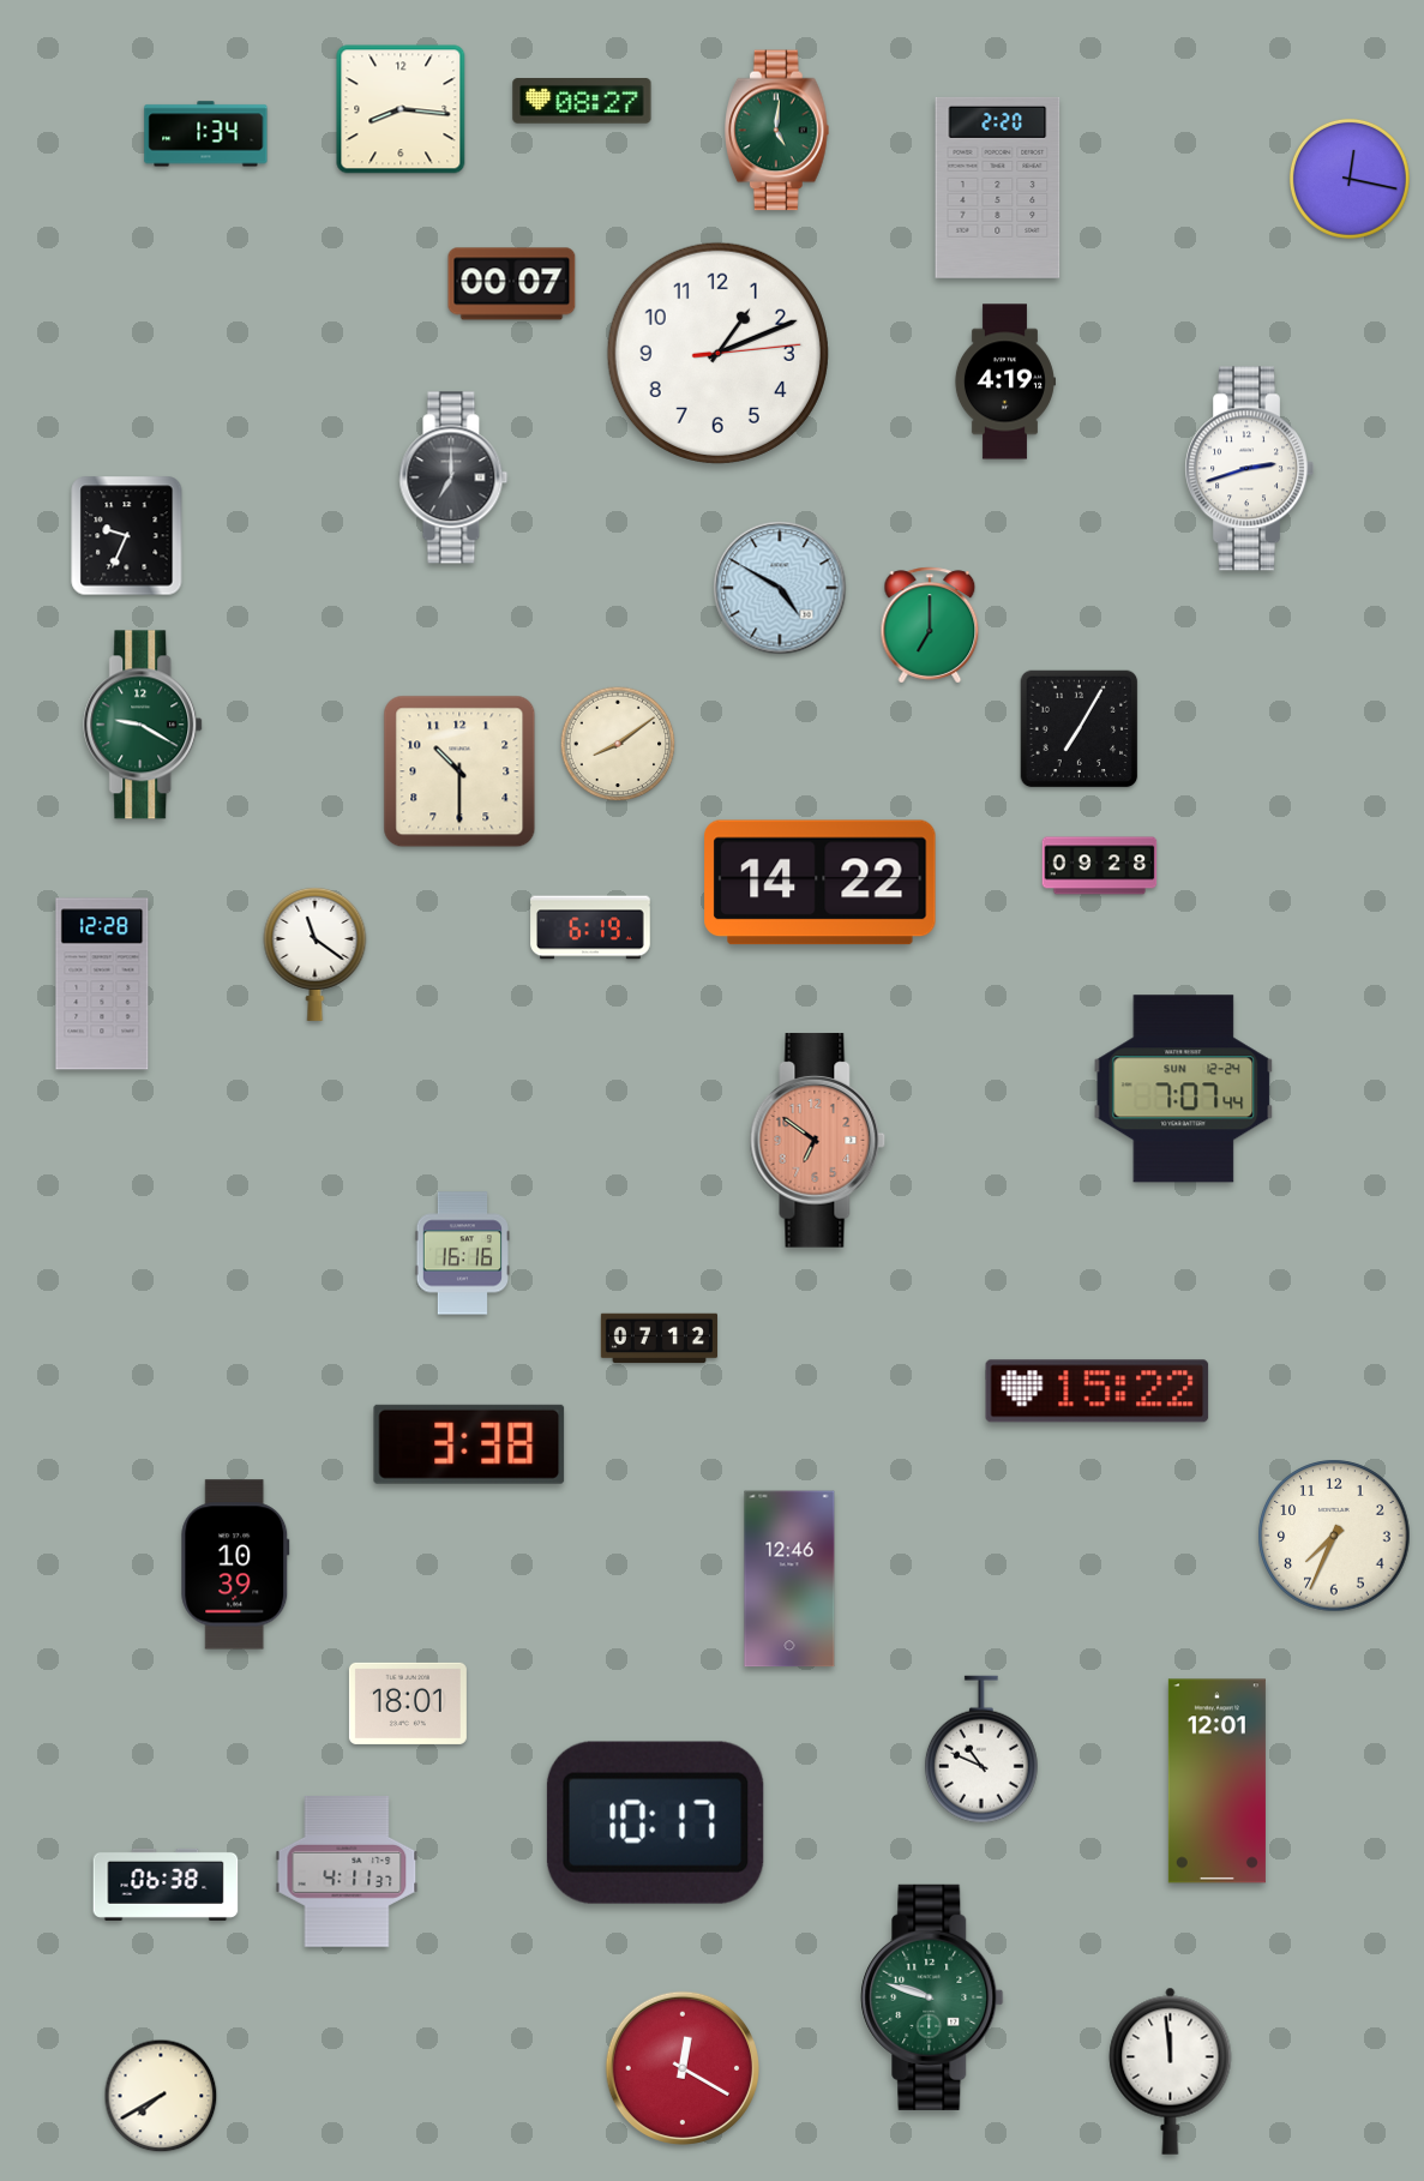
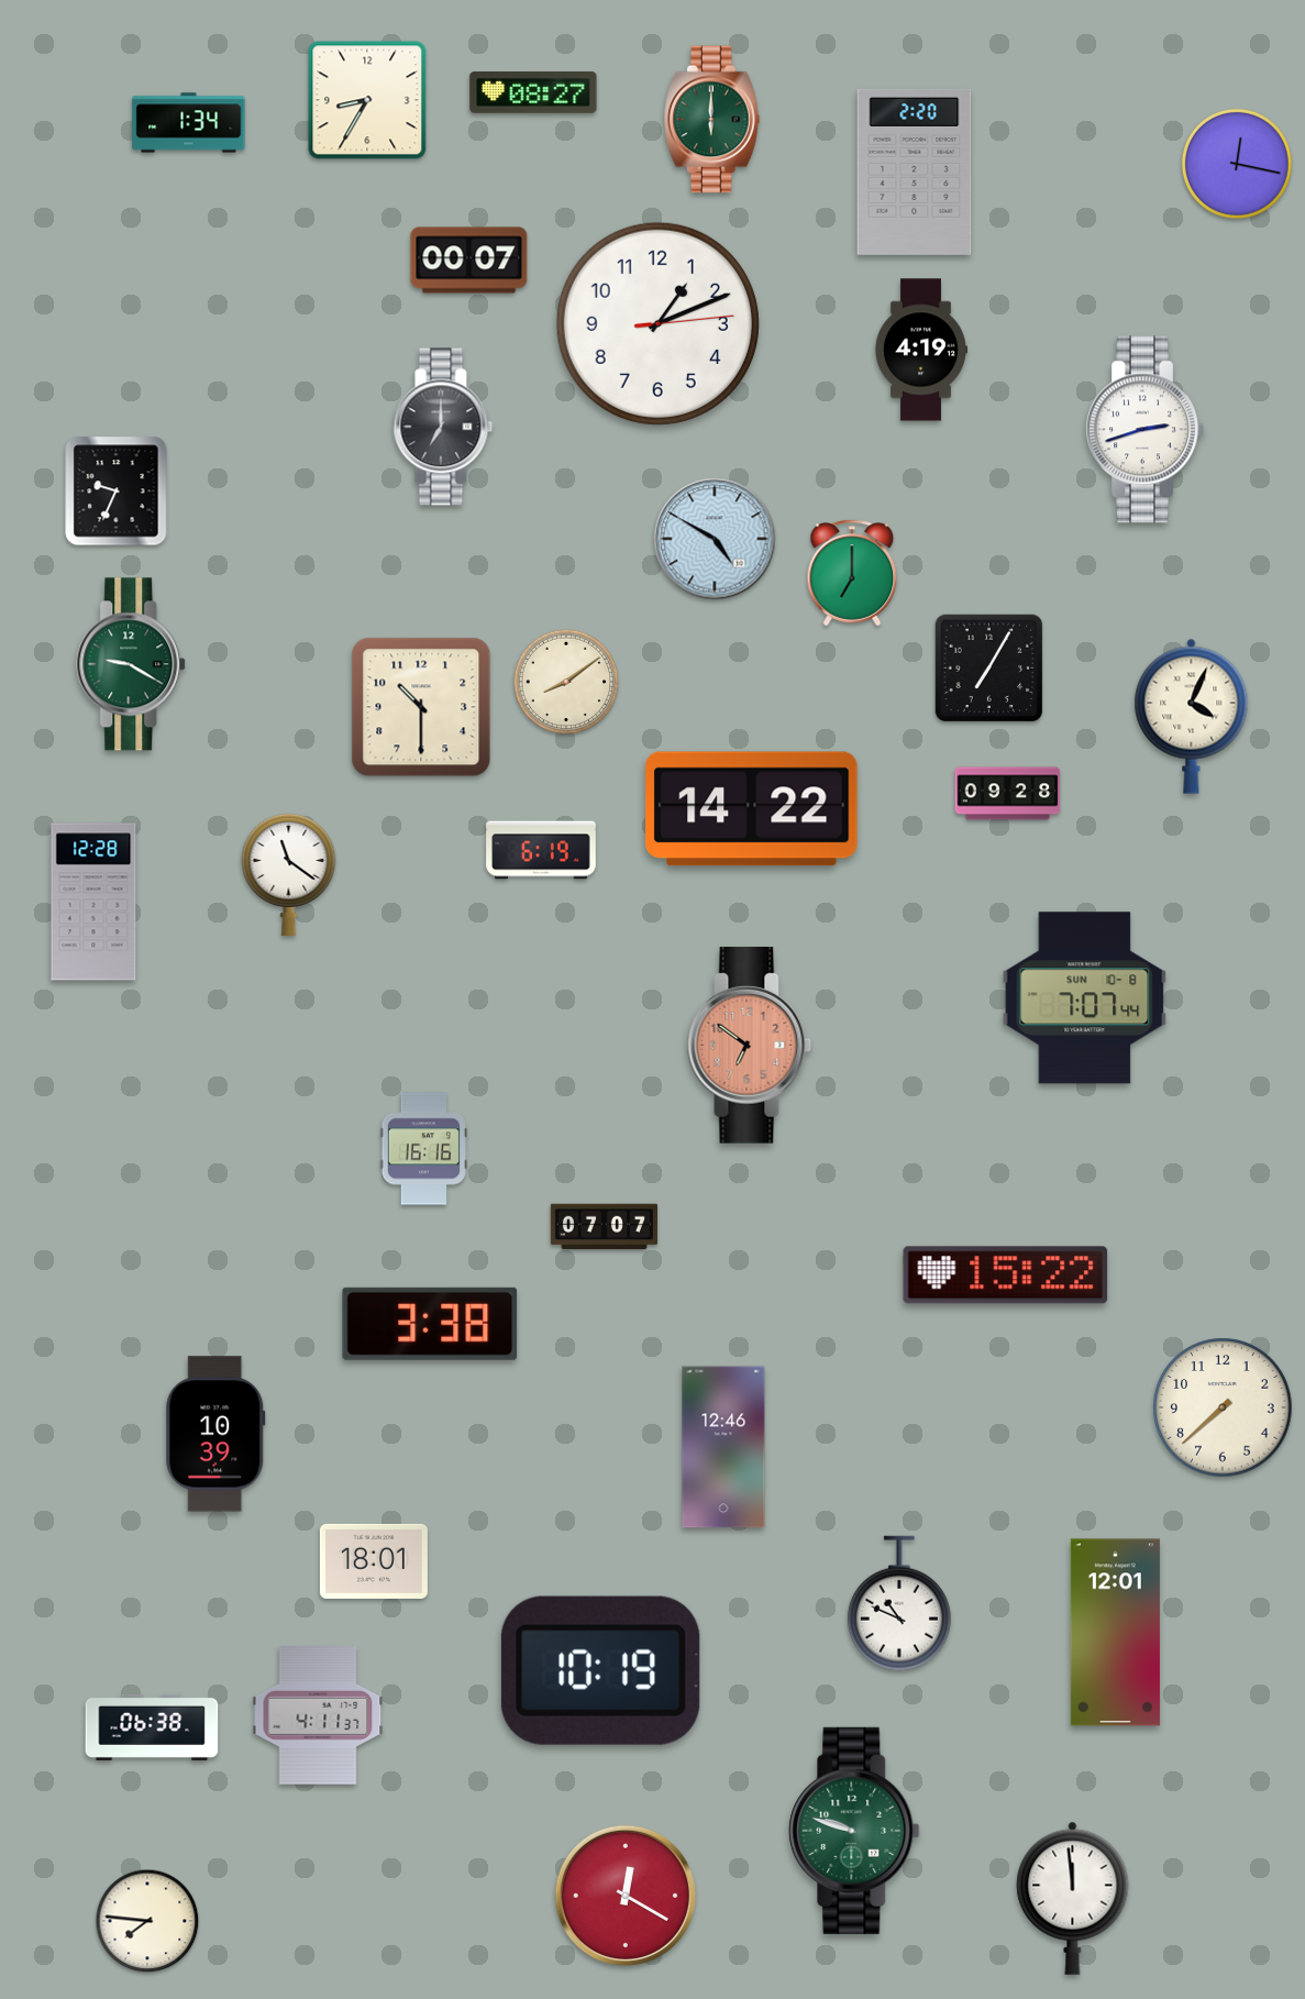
clock at (401, 109): 8:16 -> 8:35
clock at (777, 131): 5:01 -> 6:00
clock at (453, 477) position: (453, 477) -> (443, 427)
clock at (1192, 716): none -> 4:04
clock at (1184, 1089) date: SUN 12-24 -> SUN 10-8
clock at (659, 1339): 07:12 -> 07:07
clock at (1334, 1536): 7:34 -> 7:38
clock at (655, 1822): 10:17 -> 10:19
clock at (161, 2096): 7:40 -> 7:46
